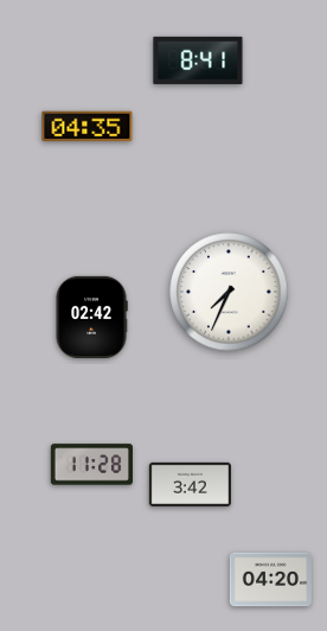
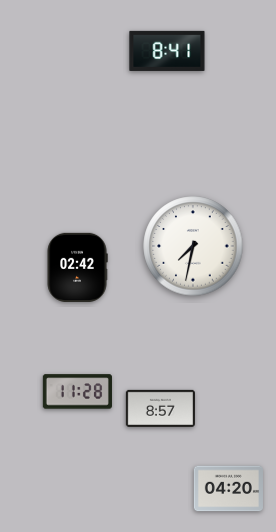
clock at (88, 127): 04:35 -> none
clock at (229, 292): 7:34 -> 7:32
clock at (190, 484): 3:42 -> 8:57
